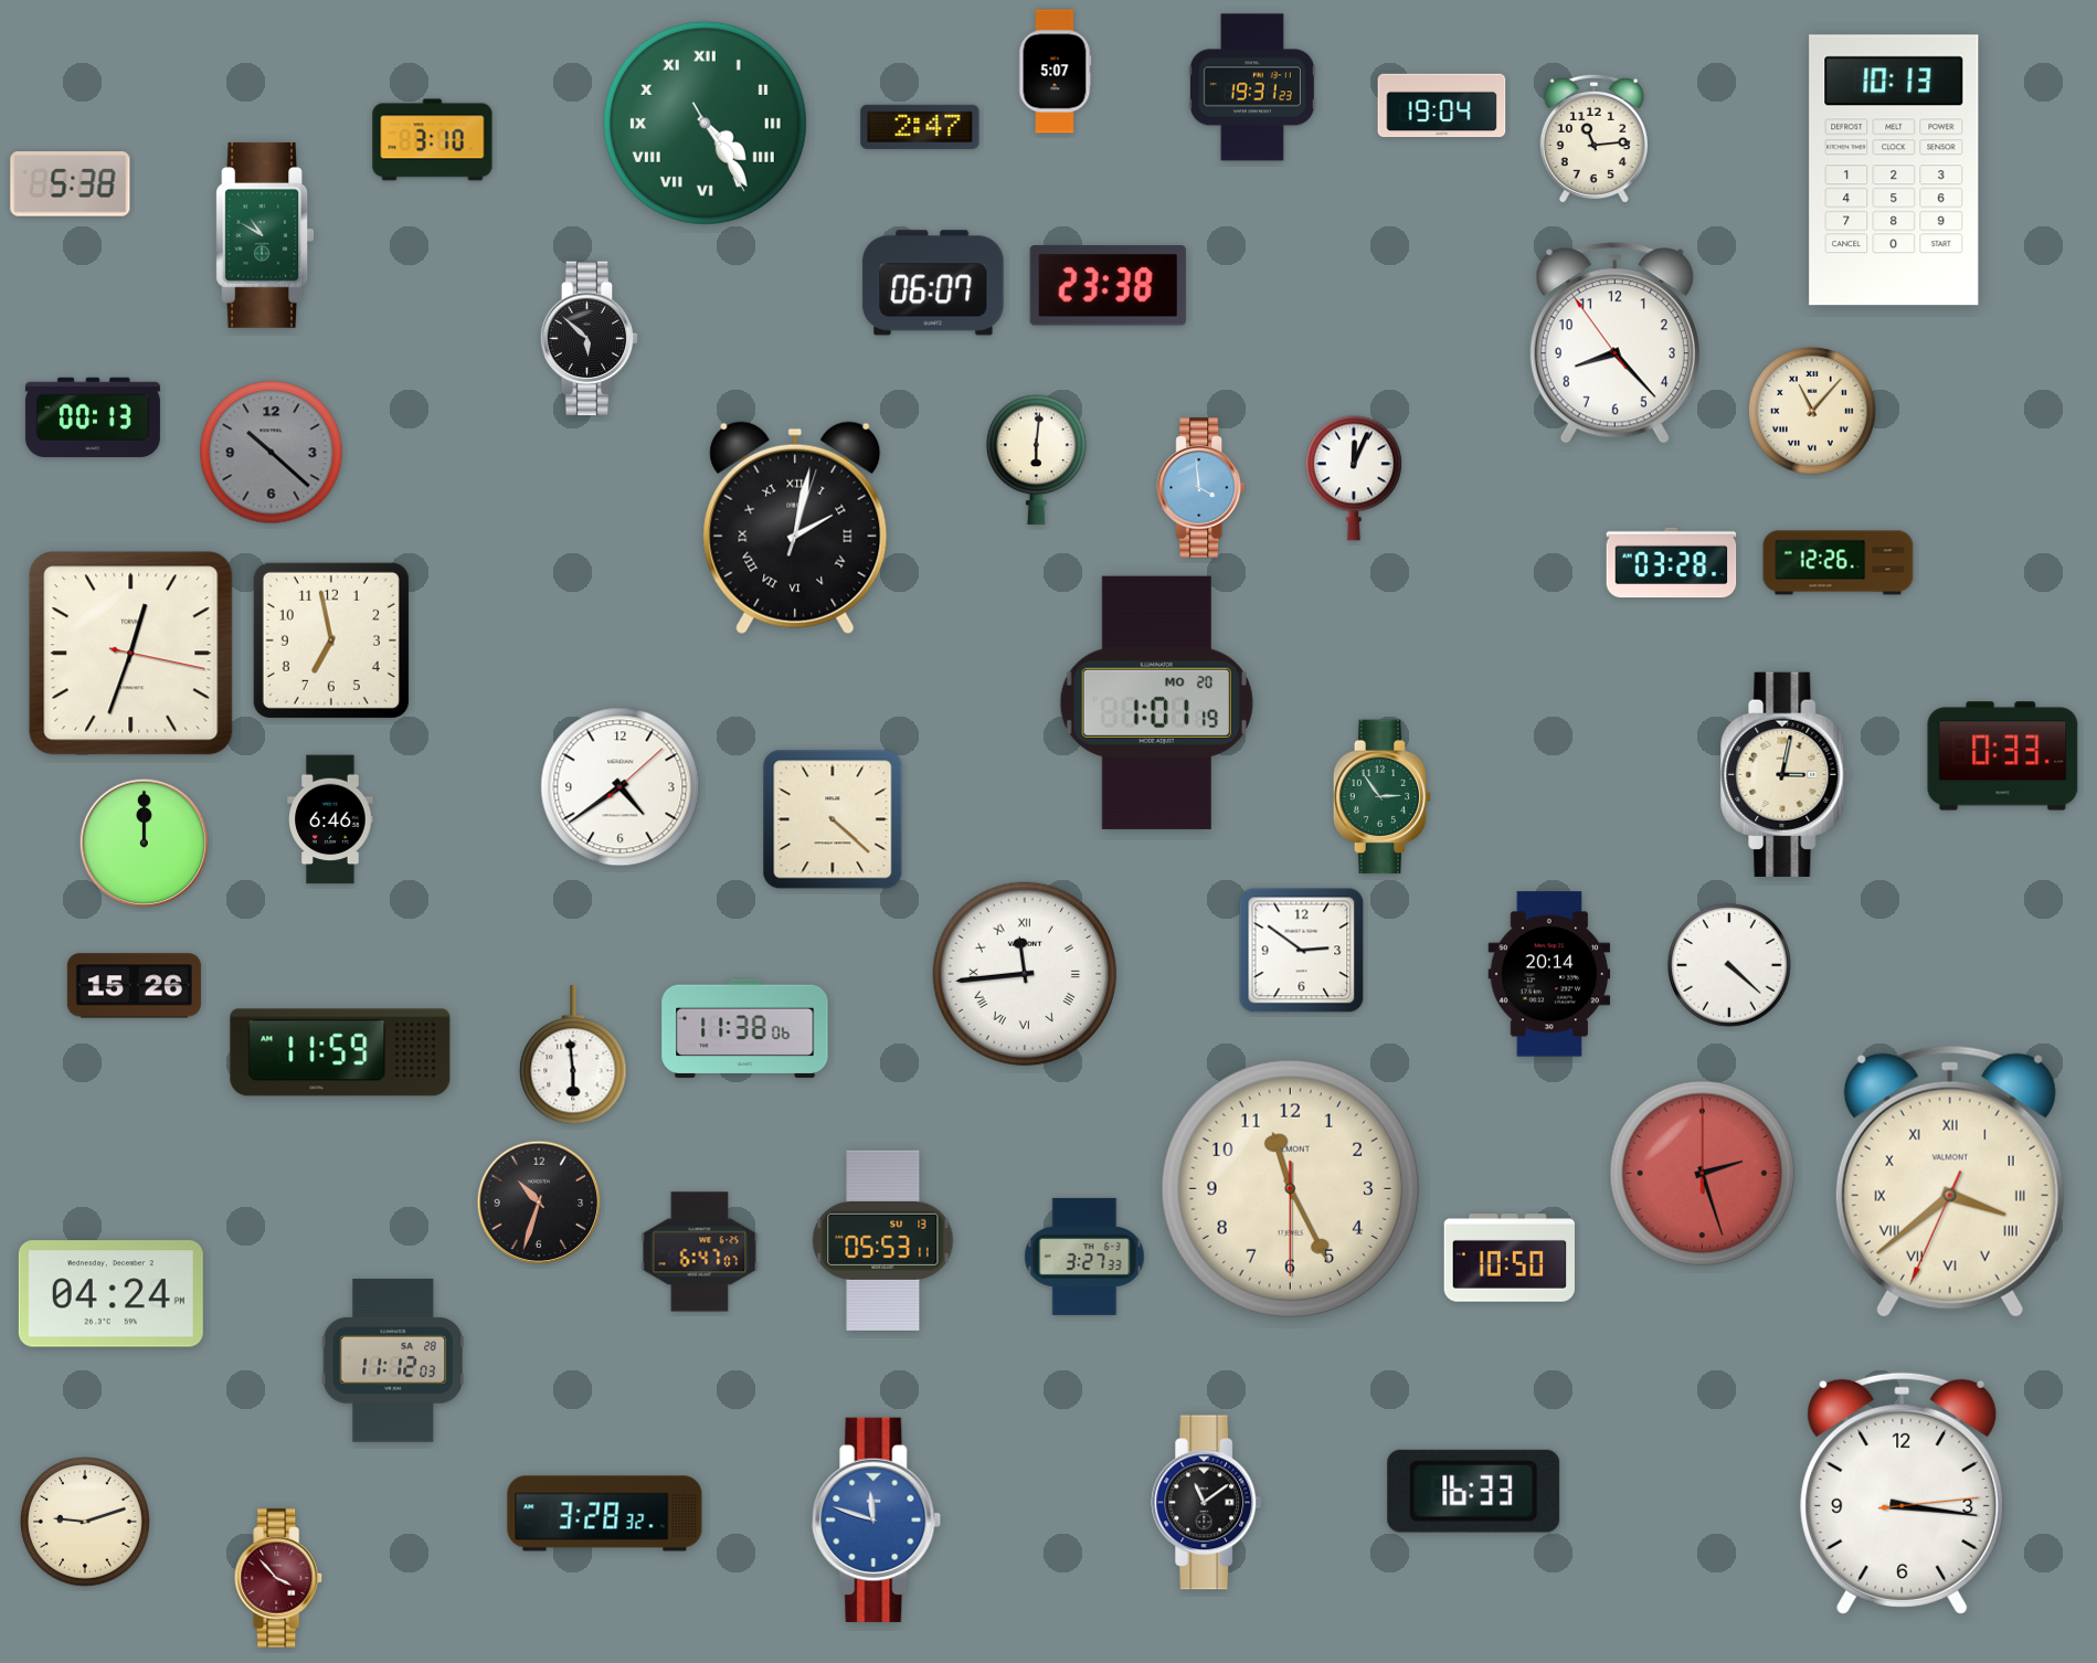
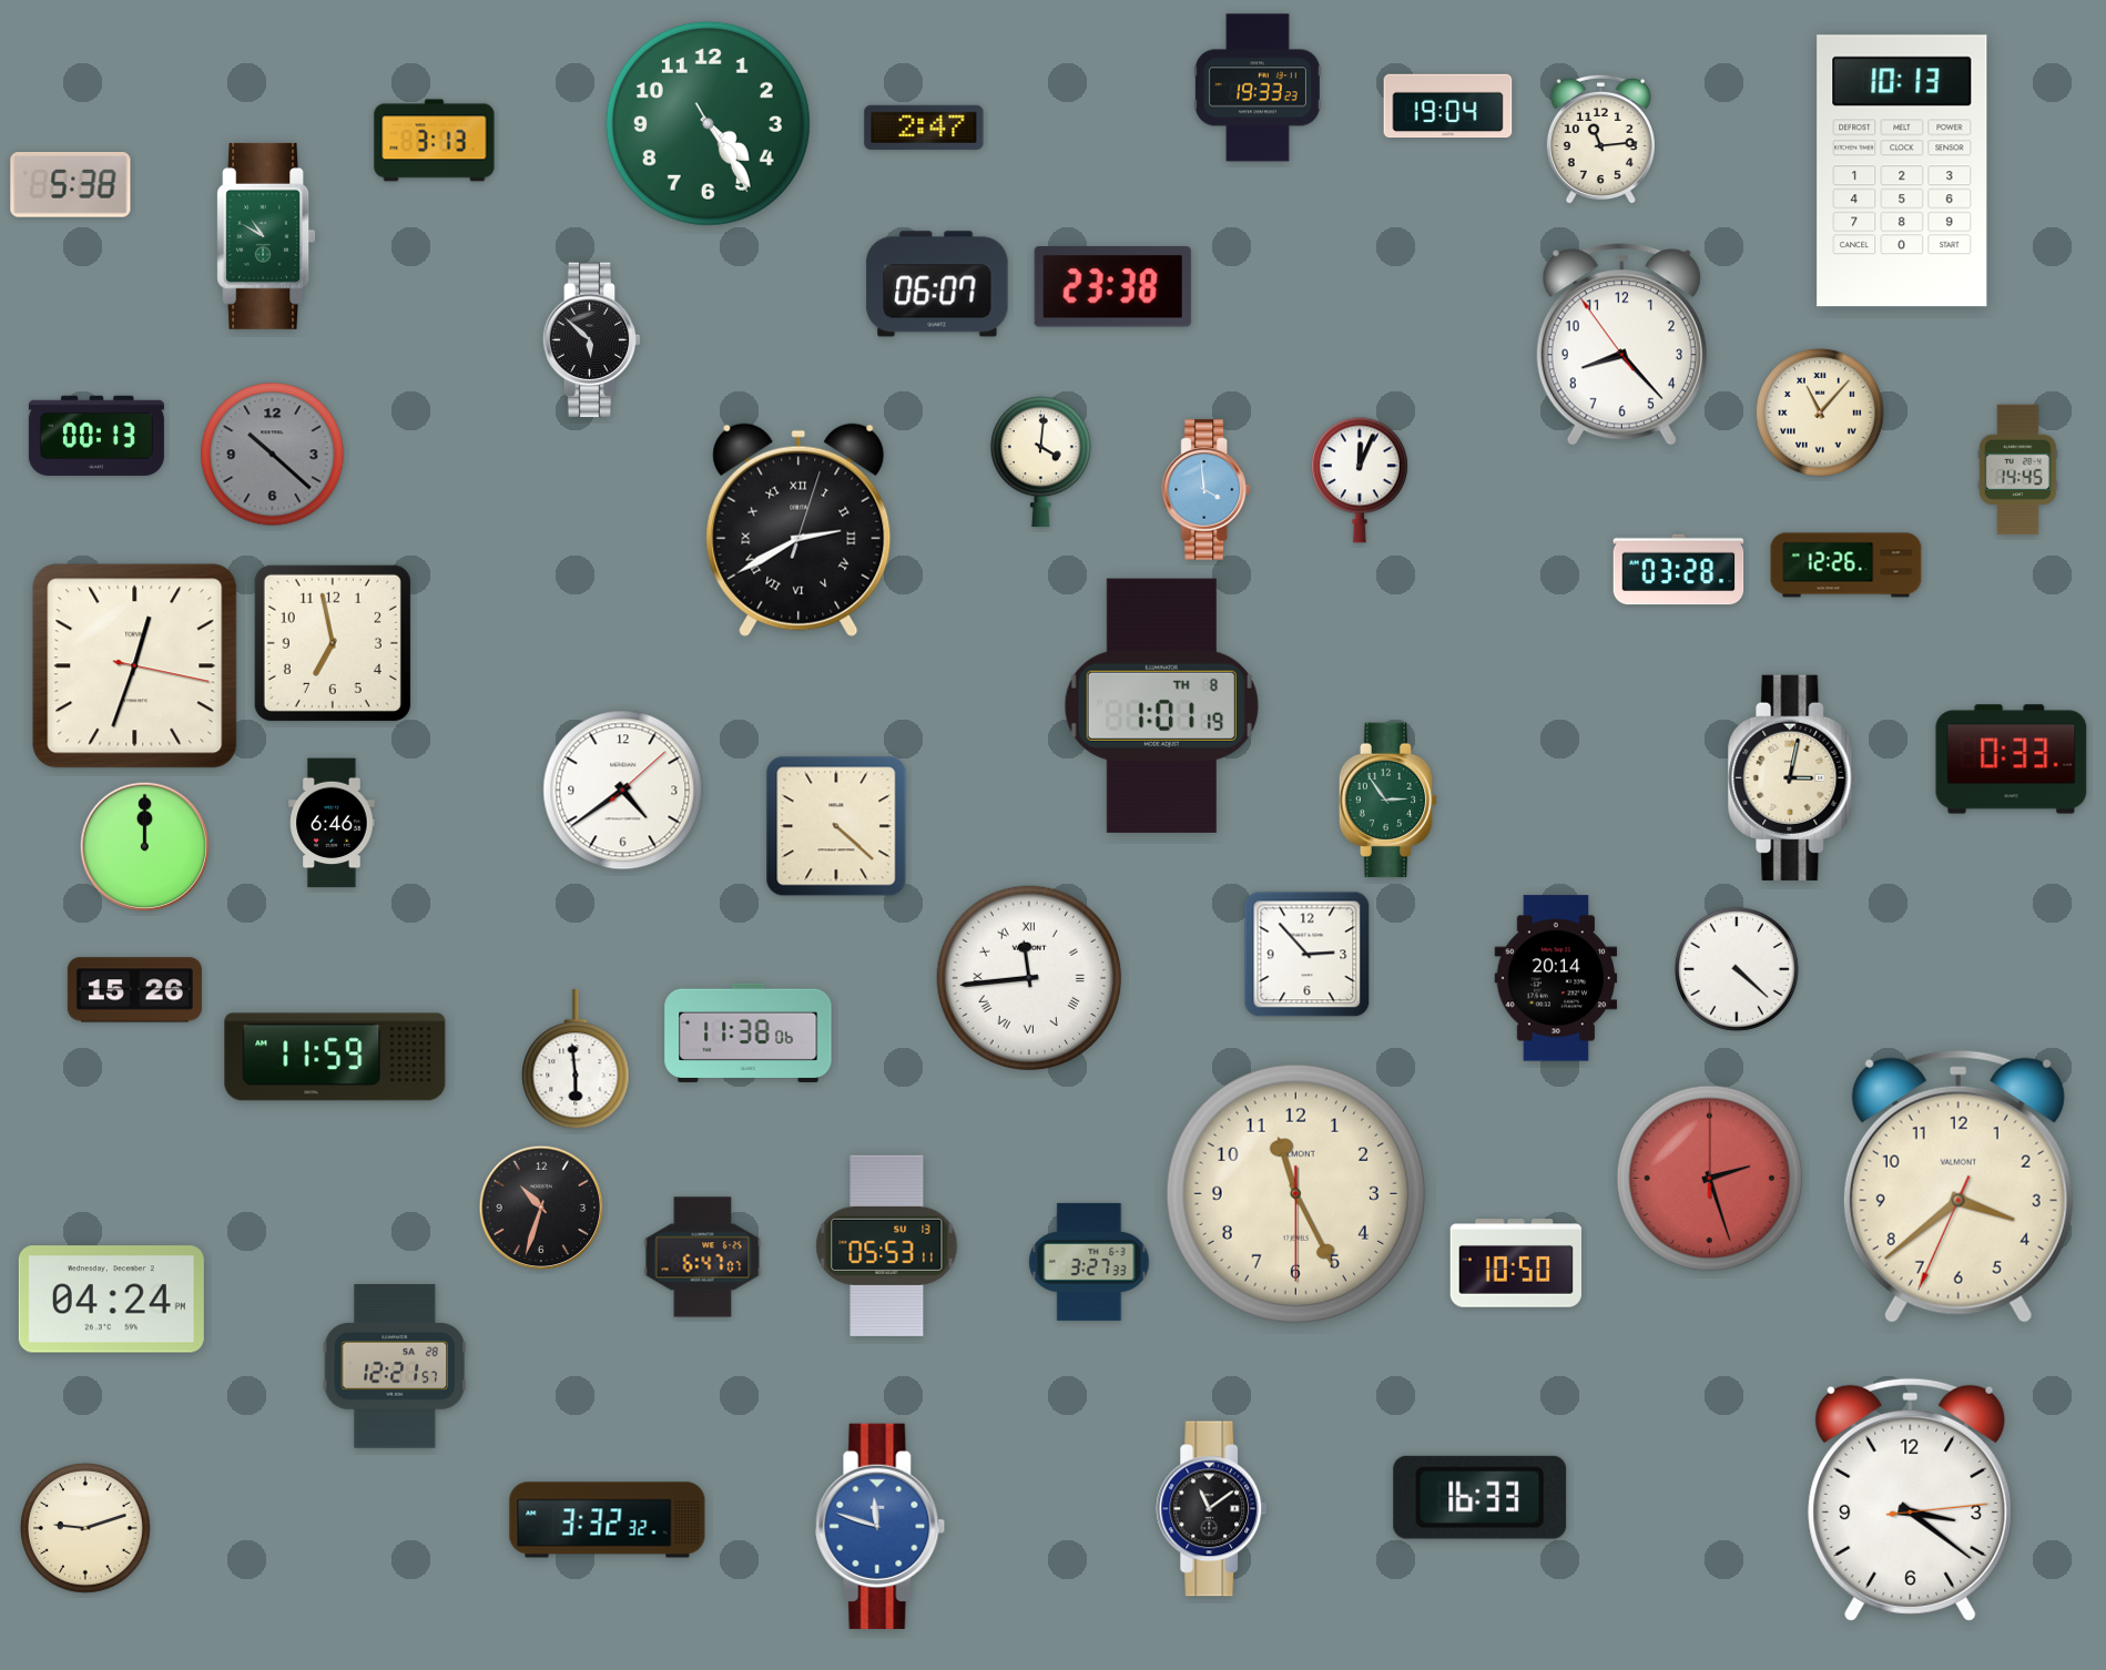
clock at (1055, 72): 5:07 -> none
clock at (1252, 87): 19:31 -> 19:33
clock at (705, 123) numerals: Roman -> Arabic
clock at (433, 140): 3:10 -> 3:13
clock at (93, 416) position: (93, 416) -> (96, 435)
clock at (1037, 460): 6:01 -> 4:01
clock at (2017, 470): none -> 14:45
clock at (795, 528): 2:02 -> 2:40
clock at (1672, 563) position: (1672, 563) -> (1679, 570)
clock at (131, 654) position: (131, 654) -> (135, 666)
clock at (1156, 702) date: MO 20 -> TH 8
clock at (833, 819) position: (833, 819) -> (836, 826)
clock at (1302, 951): 2:51 -> 2:53
clock at (340, 1052) position: (340, 1052) -> (335, 1057)
clock at (1950, 1182) numerals: Roman -> Arabic
clock at (393, 1360): 11:12 -> 12:21
clock at (1903, 1493): 3:16 -> 3:21
clock at (605, 1514): 3:28 -> 3:32
clock at (279, 1578): 3:53 -> none
